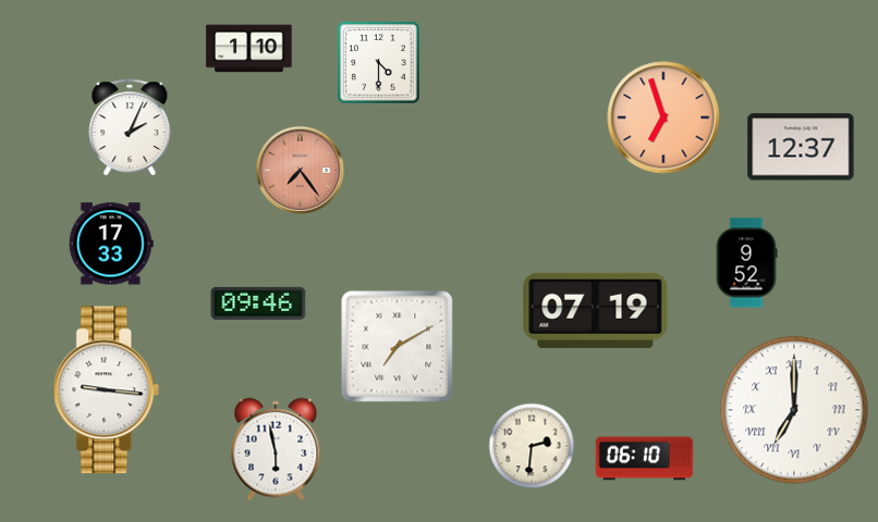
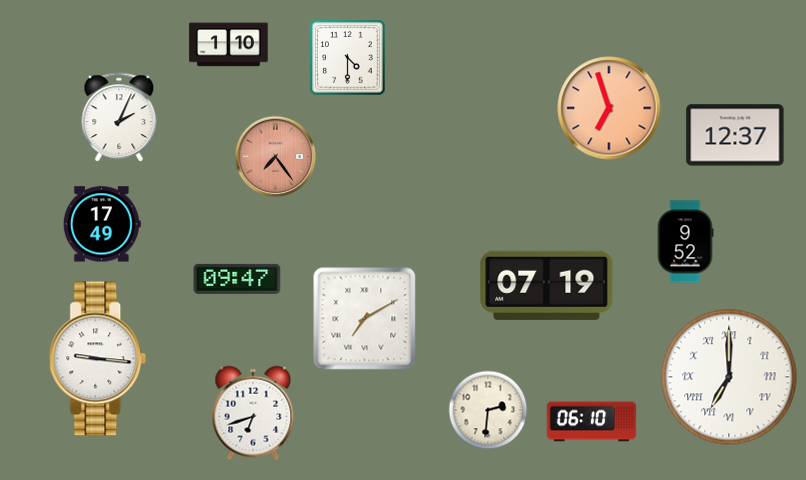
clock at (111, 244): 17:33 -> 17:49
clock at (258, 303): 09:46 -> 09:47
clock at (276, 449): 5:58 -> 6:42
